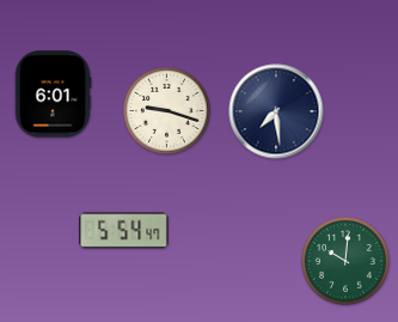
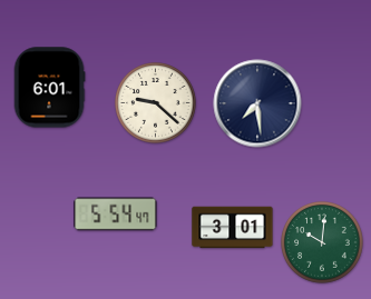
clock at (167, 111): 9:18 -> 9:22
clock at (233, 228): none -> 3:01
